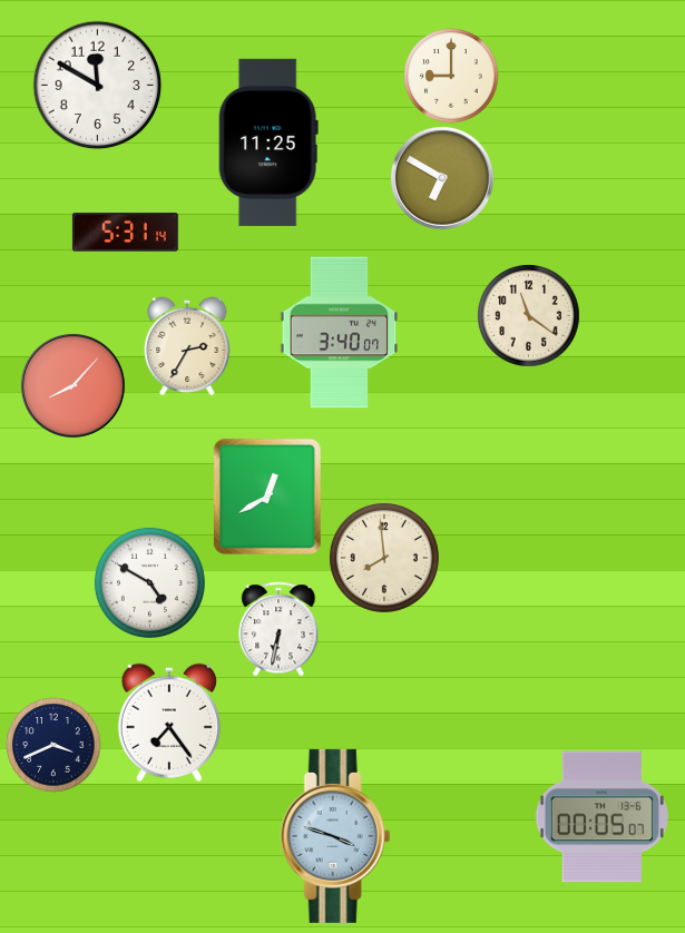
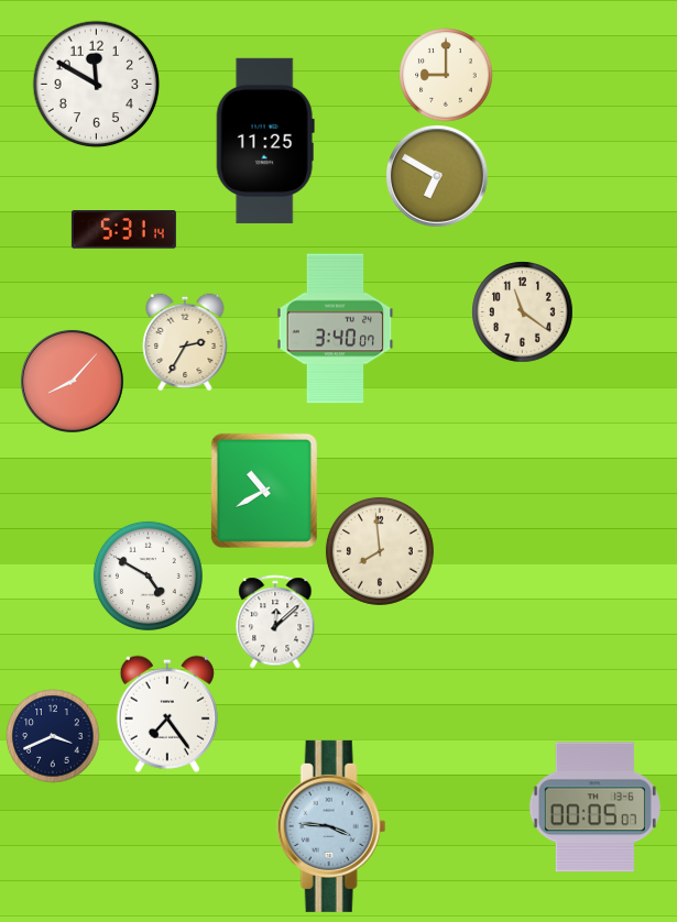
clock at (267, 497): 12:40 -> 10:40
clock at (278, 629): 6:32 -> 12:08
clock at (335, 836): 3:48 -> 3:46
